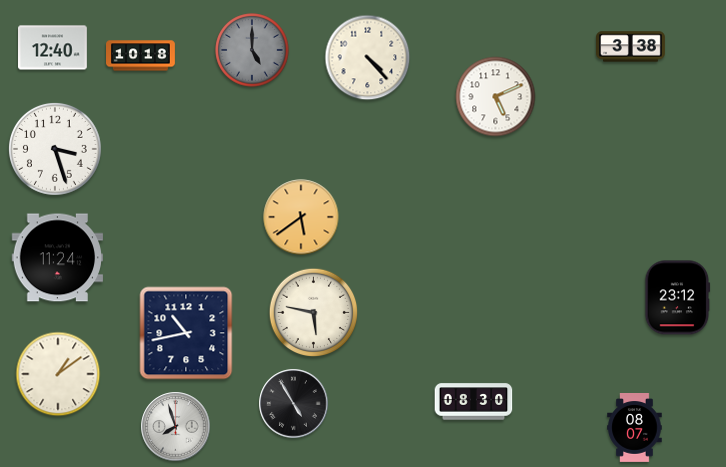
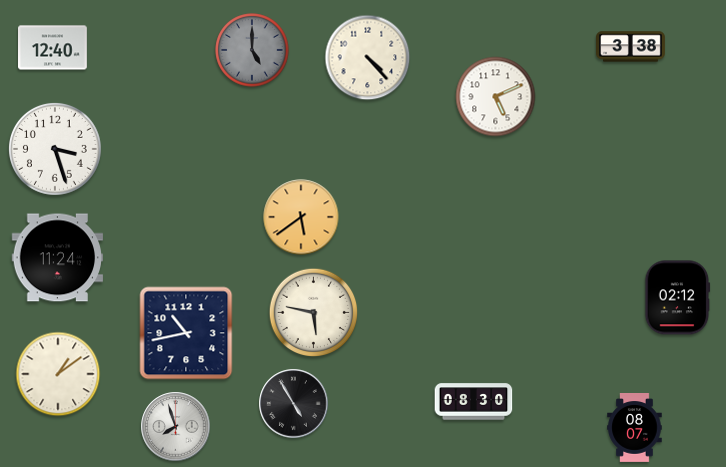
clock at (141, 56): 10:18 -> none
clock at (678, 298): 23:12 -> 02:12
